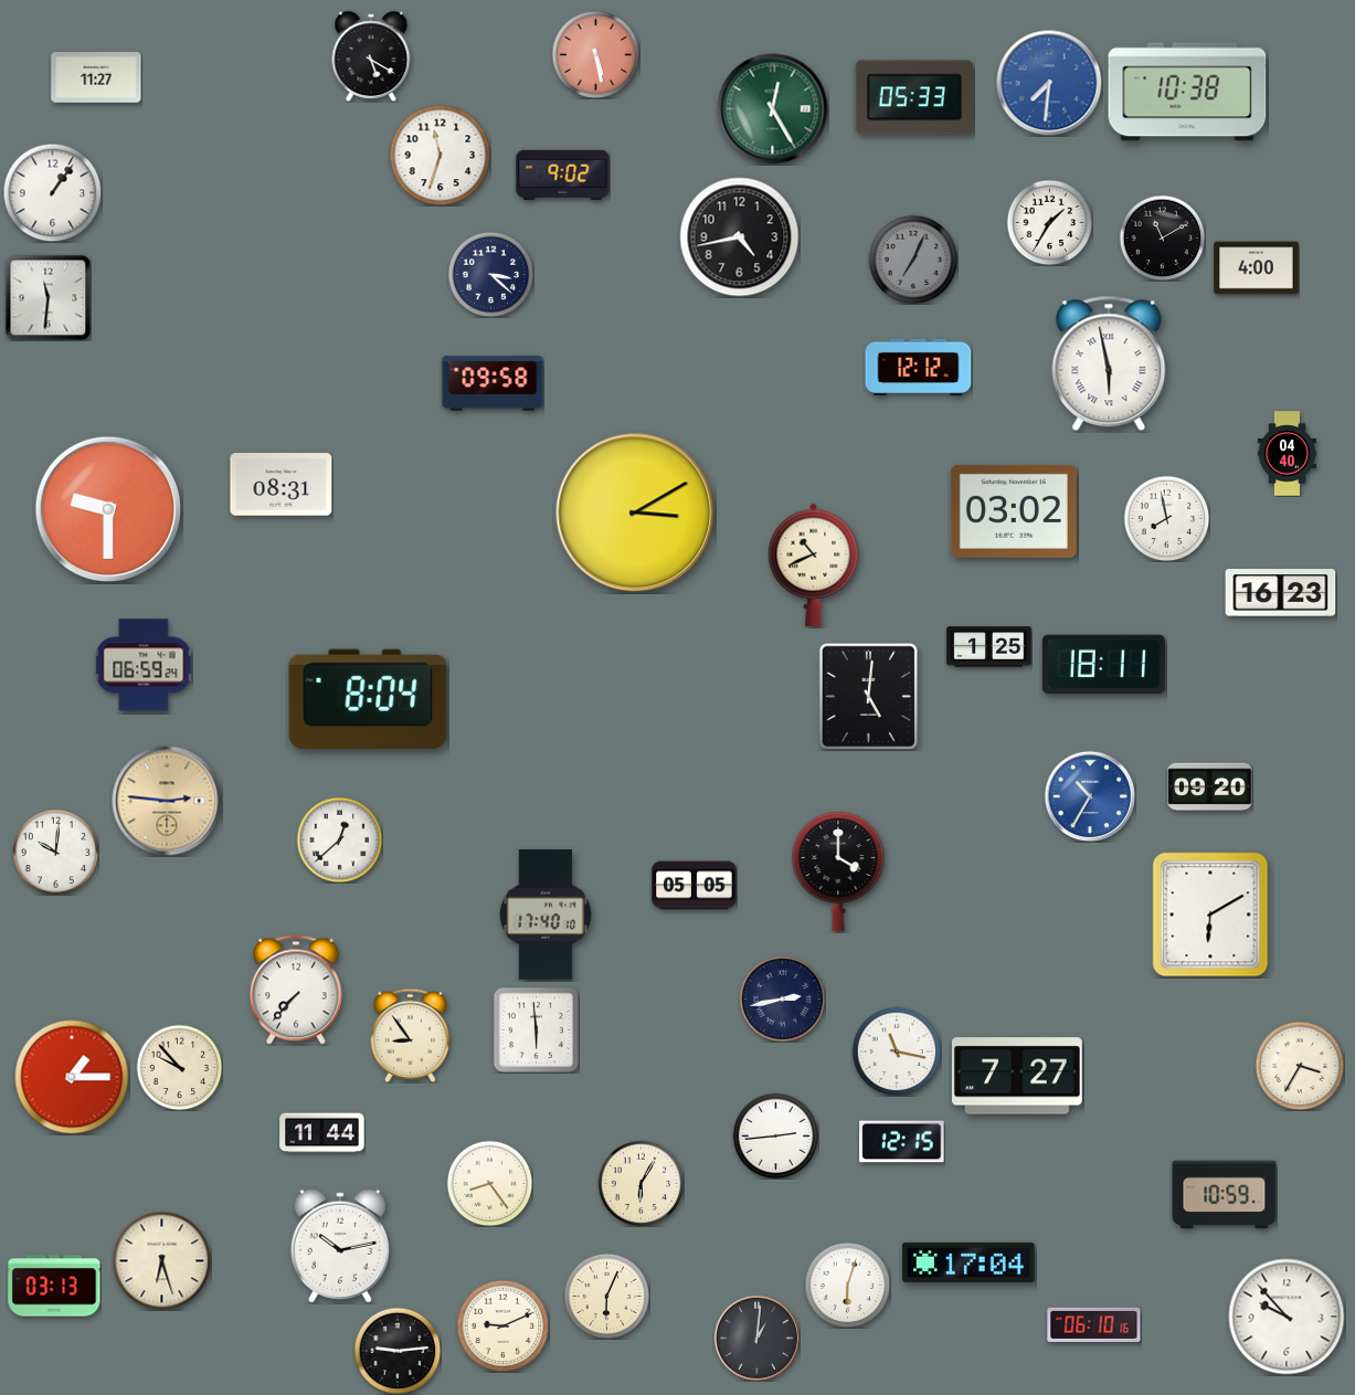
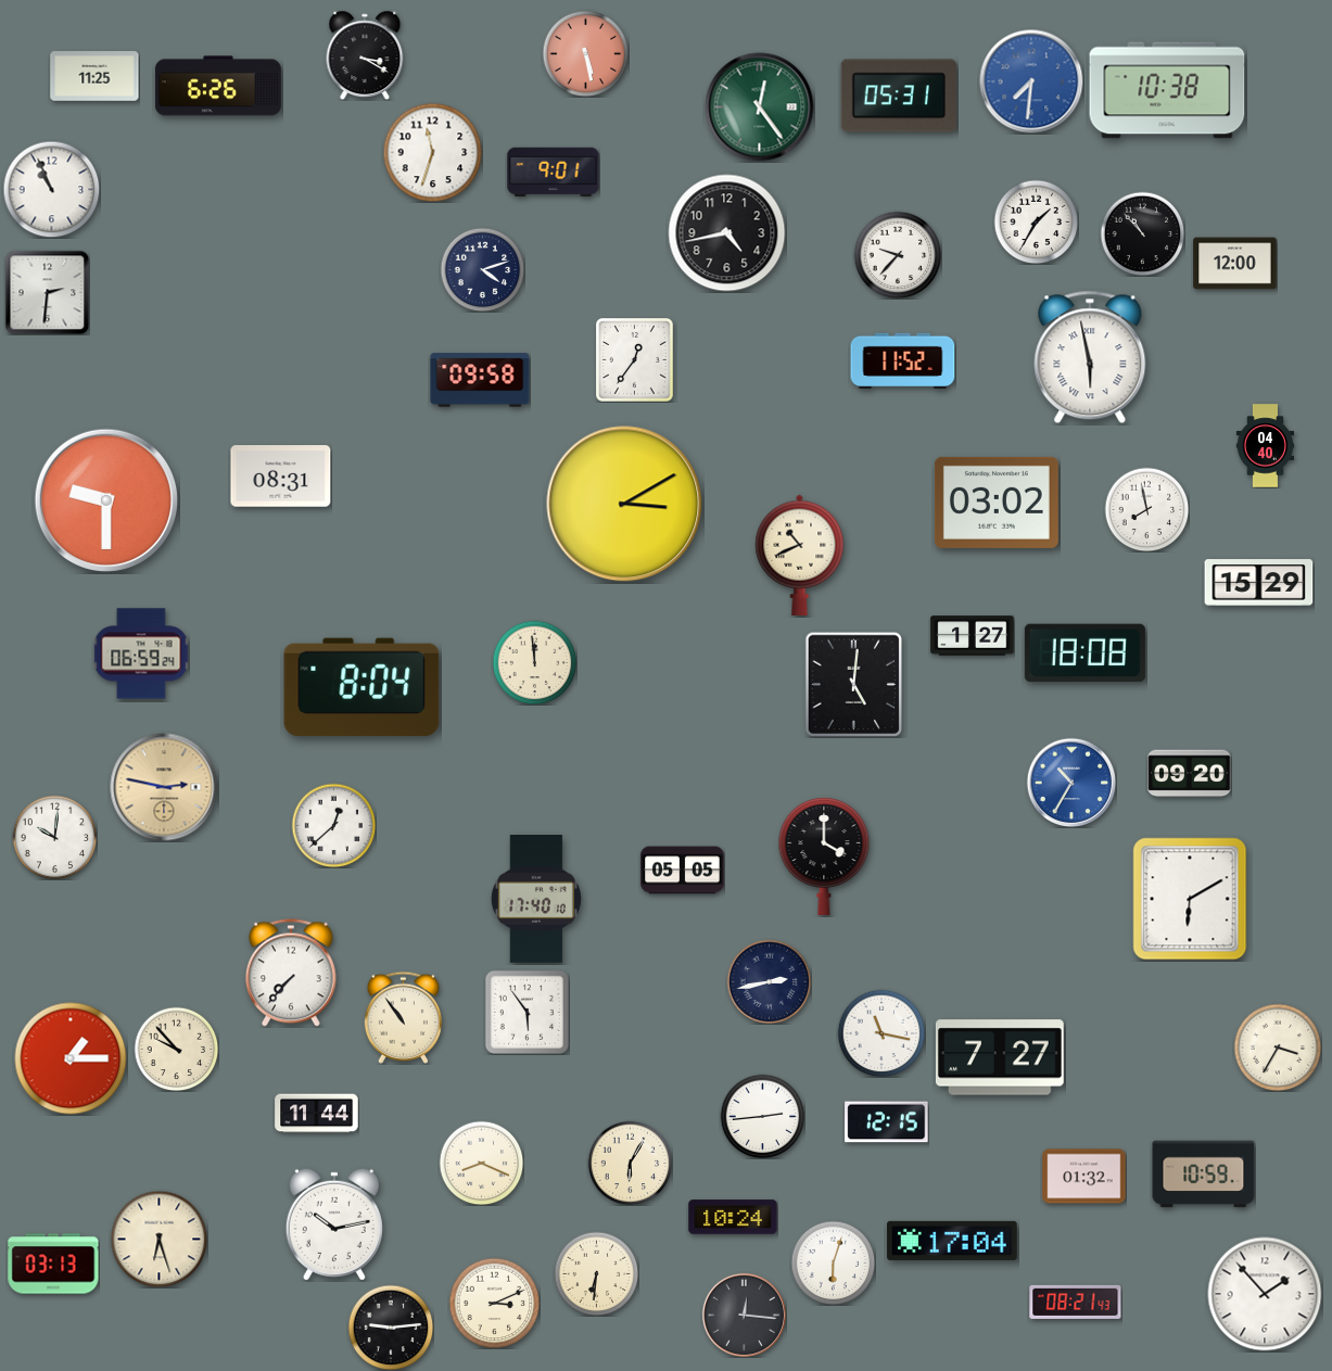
clock at (371, 55): 5:20 -> 3:20
clock at (96, 77): 11:27 -> 11:25
clock at (218, 86): none -> 6:26
clock at (913, 97): 05:33 -> 05:31
clock at (773, 109): 12:25 -> 12:24
clock at (563, 176): 9:02 -> 9:01
clock at (52, 192): 1:06 -> 10:56
clock at (1049, 222) position: (1049, 222) -> (1036, 221)
clock at (1162, 237): 11:10 -> 10:53
clock at (913, 260): 7:04 -> 9:37
clock at (913, 260) dial: grey -> white
clock at (1257, 268): 4:00 -> 12:00
clock at (490, 274): 3:22 -> 4:12
clock at (47, 297): 11:31 -> 2:31
clock at (635, 360): none -> 12:36
clock at (919, 367): 12:12 -> 11:52
clock at (493, 383) position: (493, 383) -> (480, 380)
clock at (282, 485) position: (282, 485) -> (281, 477)
clock at (1281, 593): 16:23 -> 15:29
clock at (989, 647): 1:25 -> 1:27
clock at (1103, 665): 18:11 -> 18:08
clock at (534, 662): none -> 11:59
clock at (167, 801): 2:46 -> 2:47
clock at (536, 1029): 5:59 -> 5:54
clock at (410, 1035): 8:54 -> 10:54
clock at (489, 1183): 8:24 -> 8:19
clock at (1084, 1177): none -> 01:32
clock at (733, 1217): none -> 10:24
clock at (606, 1296): 6:04 -> 6:31
clock at (1287, 1317): 9:53 -> 1:53
clock at (1094, 1324): 06:10 -> 08:21
clock at (502, 1325): 9:11 -> 3:11
clock at (756, 1338): 1:01 -> 12:16
